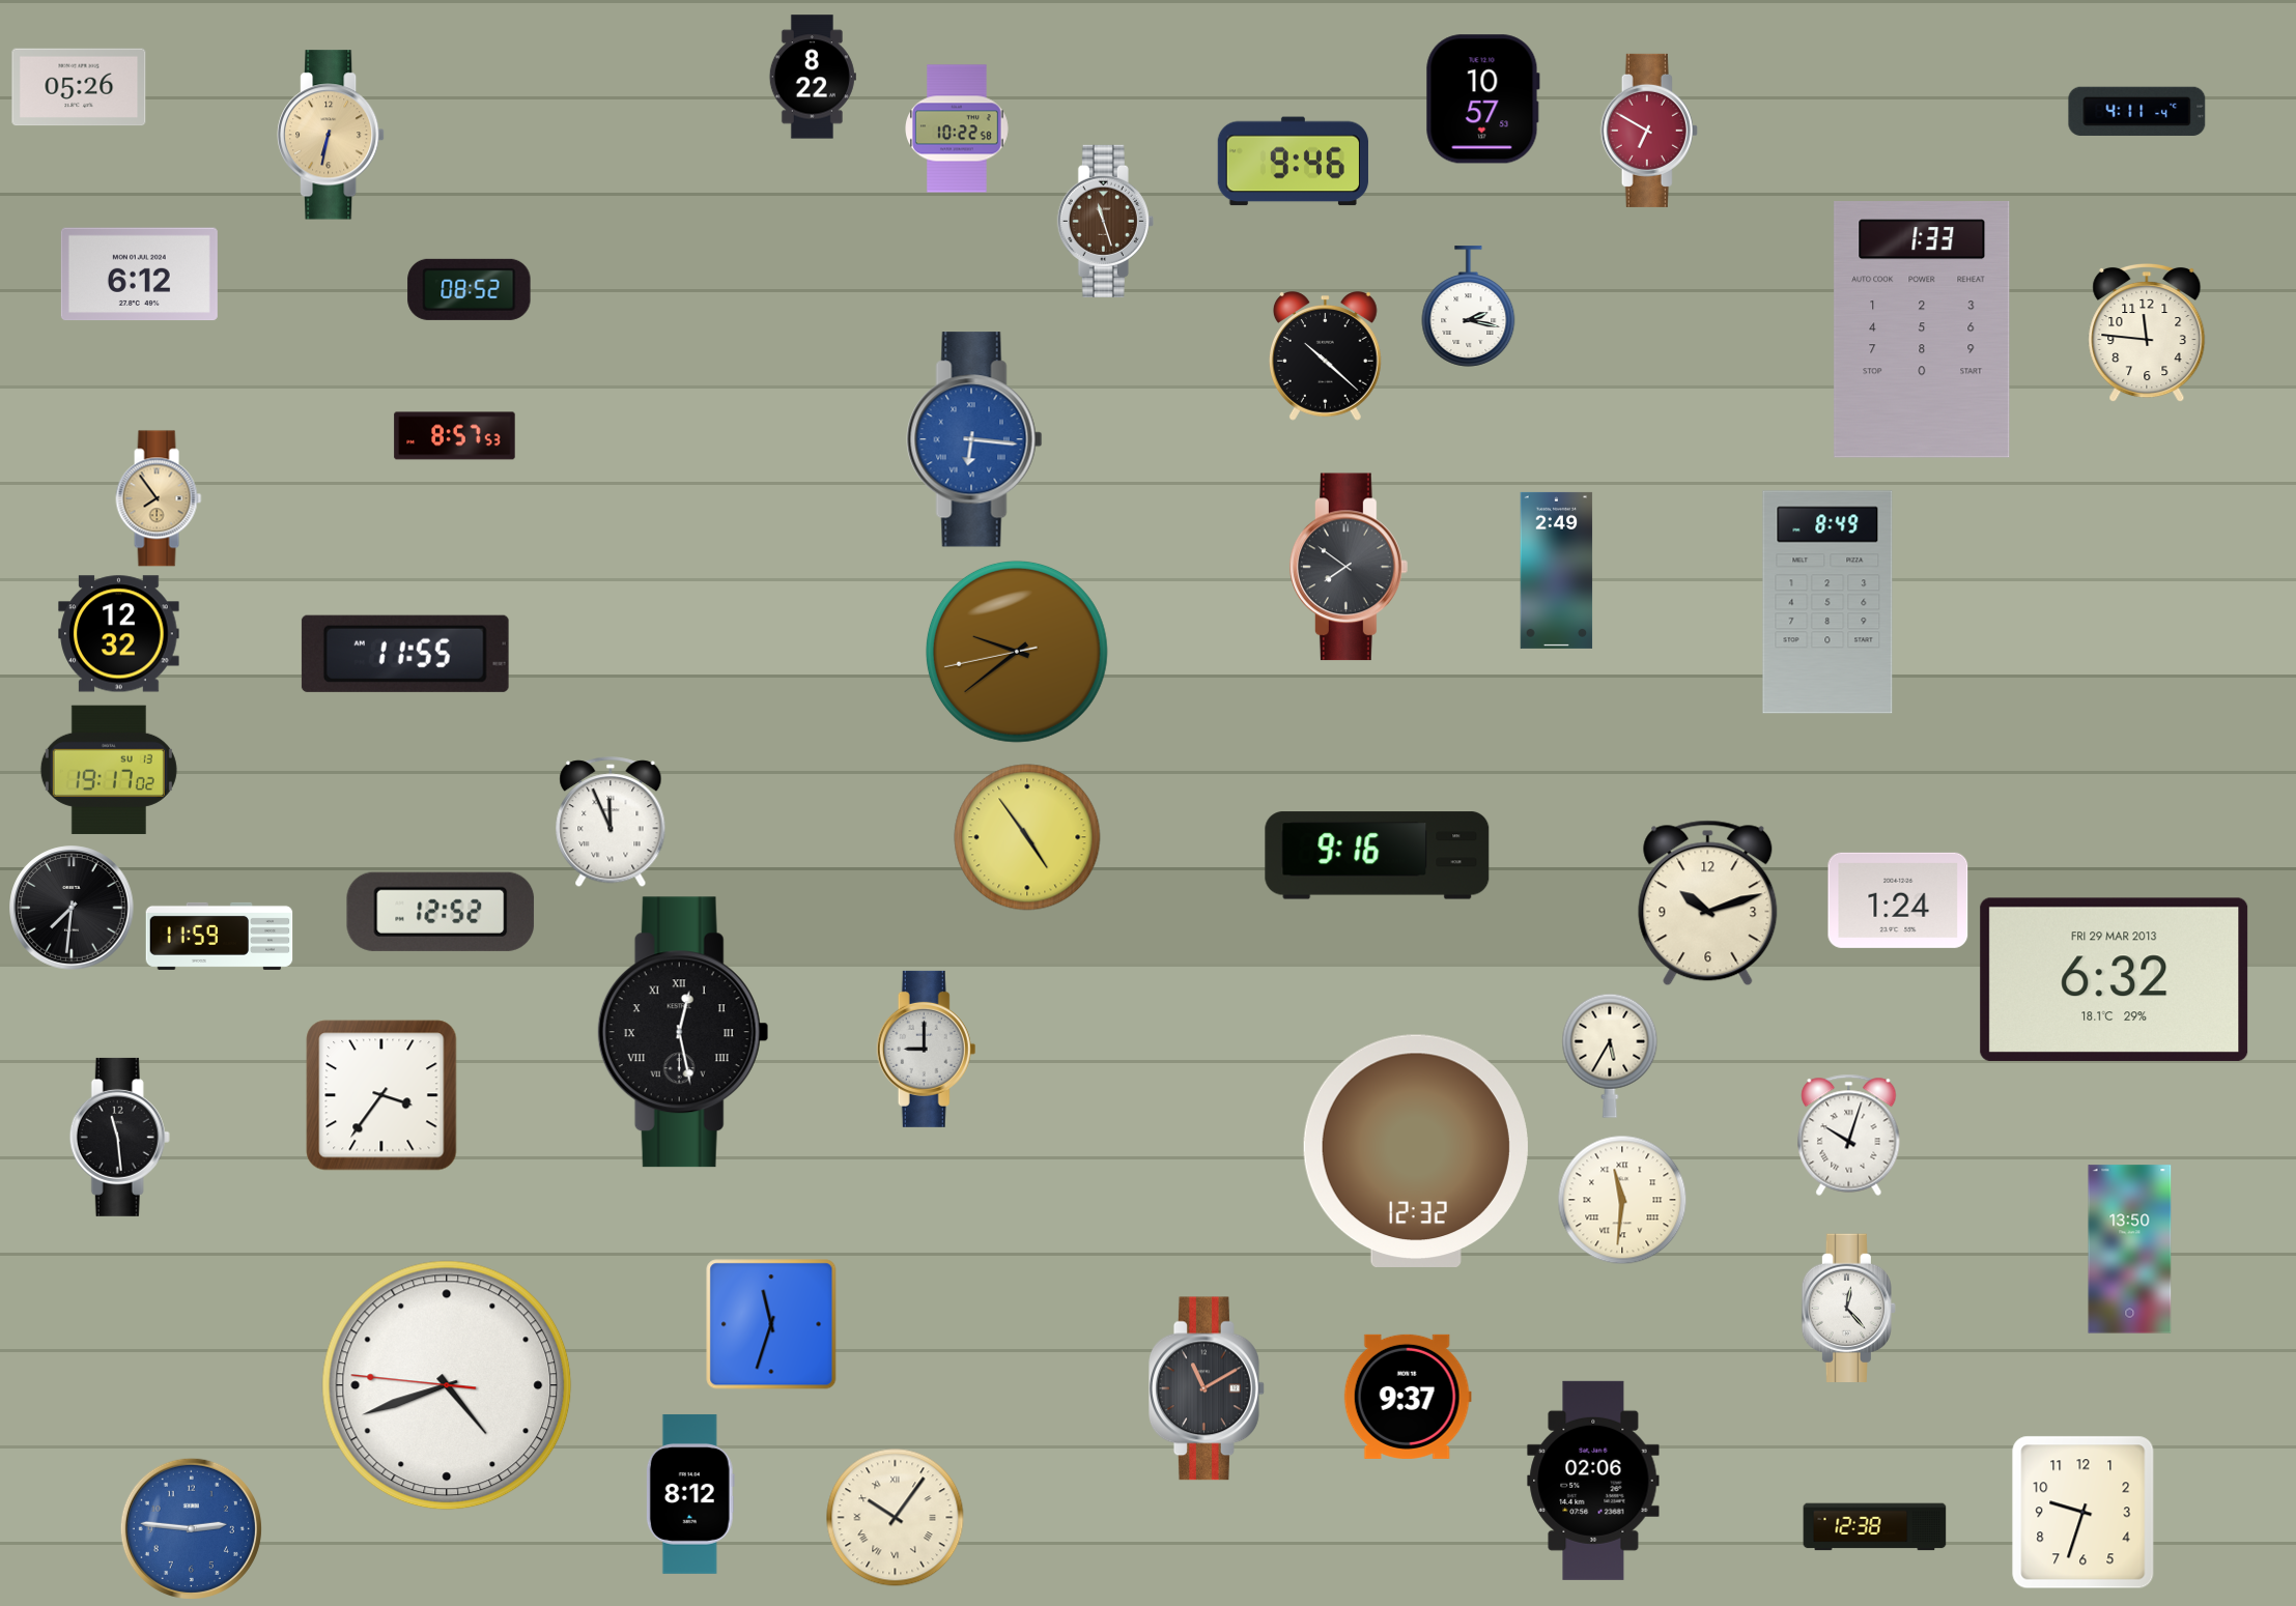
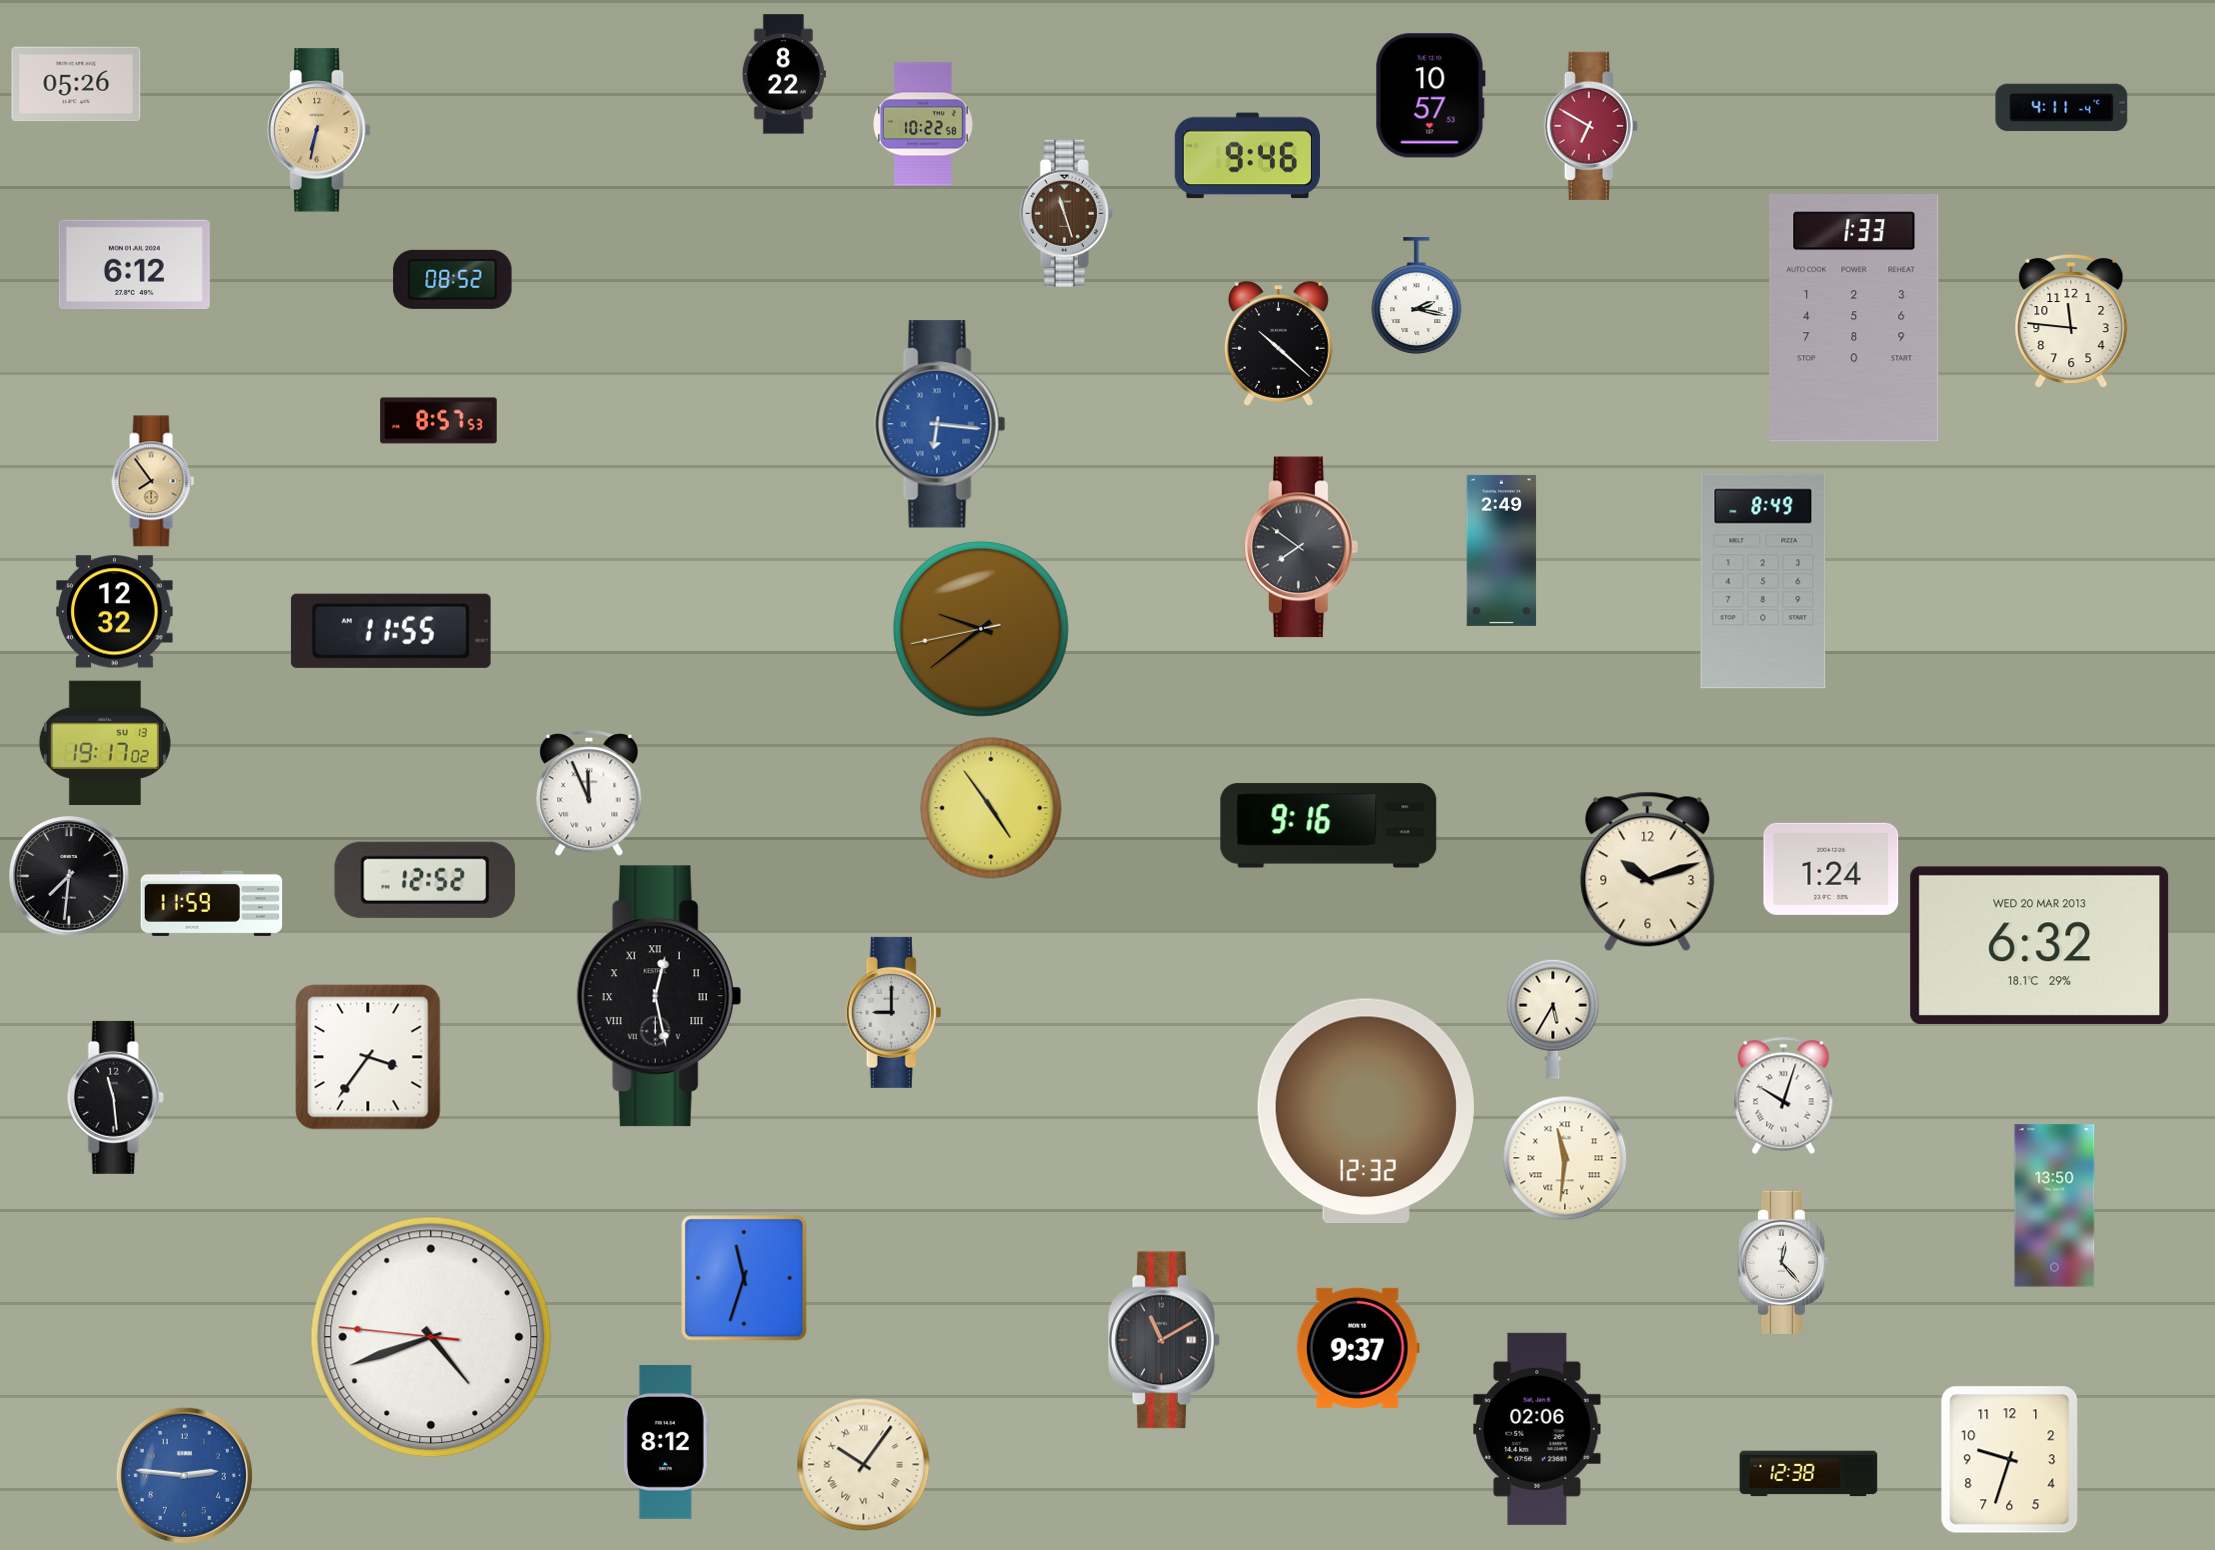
clock at (2115, 979) date: FRI 29 MAR 2013 -> WED 20 MAR 2013
